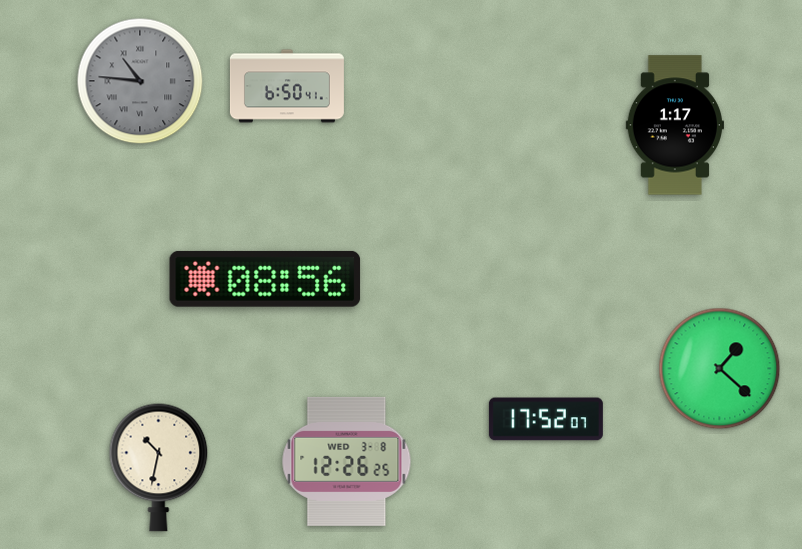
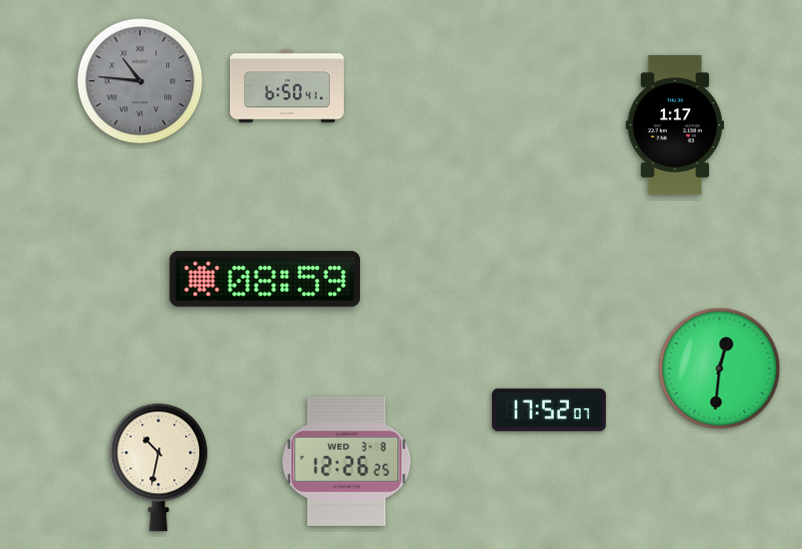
clock at (265, 279): 08:56 -> 08:59
clock at (720, 369): 1:22 -> 12:31
clock at (546, 419) position: (546, 419) -> (549, 410)
